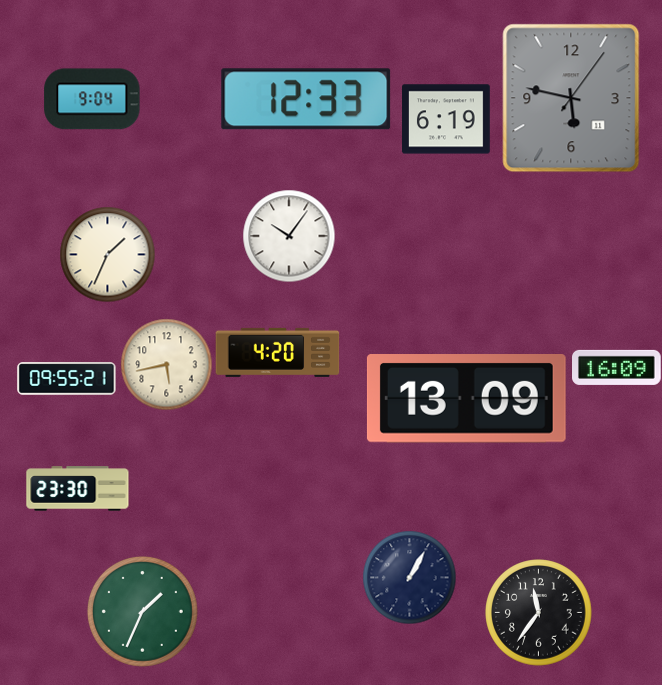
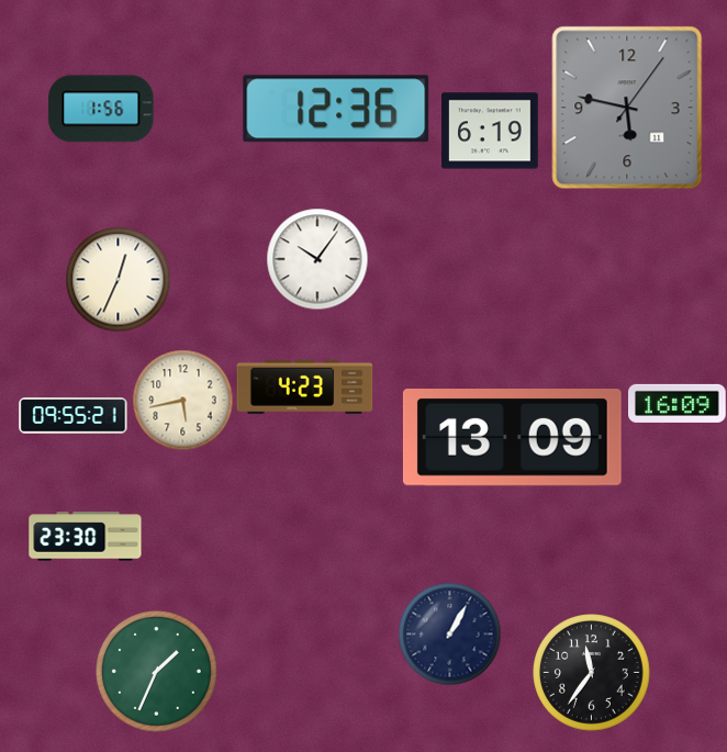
clock at (92, 99): 9:04 -> 1:56
clock at (306, 99): 12:33 -> 12:36
clock at (107, 254): 1:34 -> 12:34
clock at (278, 352): 4:20 -> 4:23
